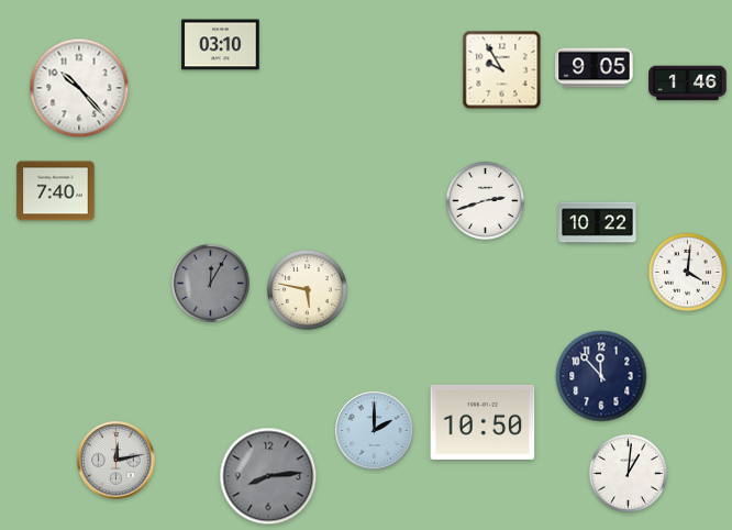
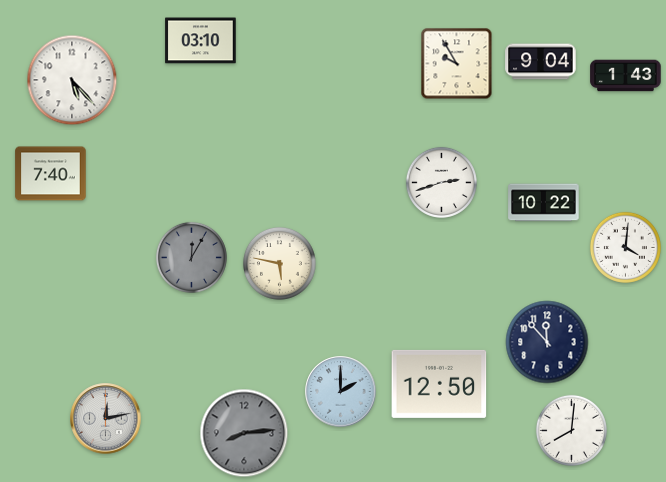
clock at (595, 68): 9:05 -> 9:04
clock at (688, 84): 1:46 -> 1:43
clock at (79, 88): 10:23 -> 5:23
clock at (483, 422): 10:50 -> 12:50
clock at (628, 473): 1:01 -> 8:01
